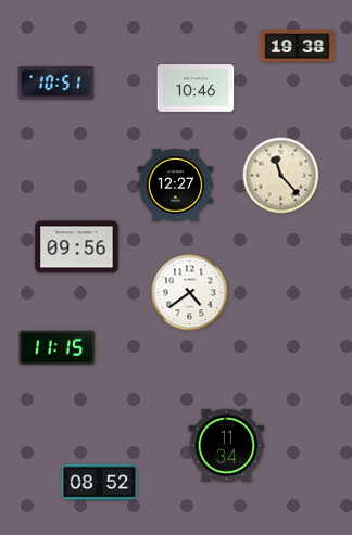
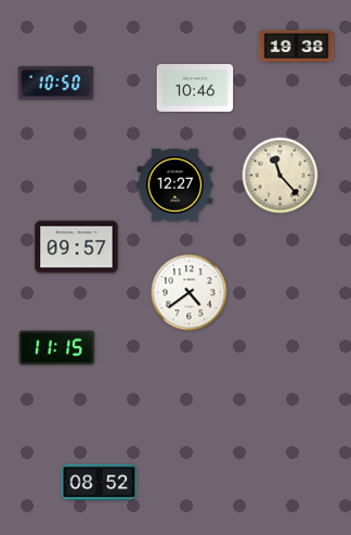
clock at (56, 84): 10:51 -> 10:50
clock at (77, 247): 09:56 -> 09:57
clock at (227, 445): 11:34 -> none
